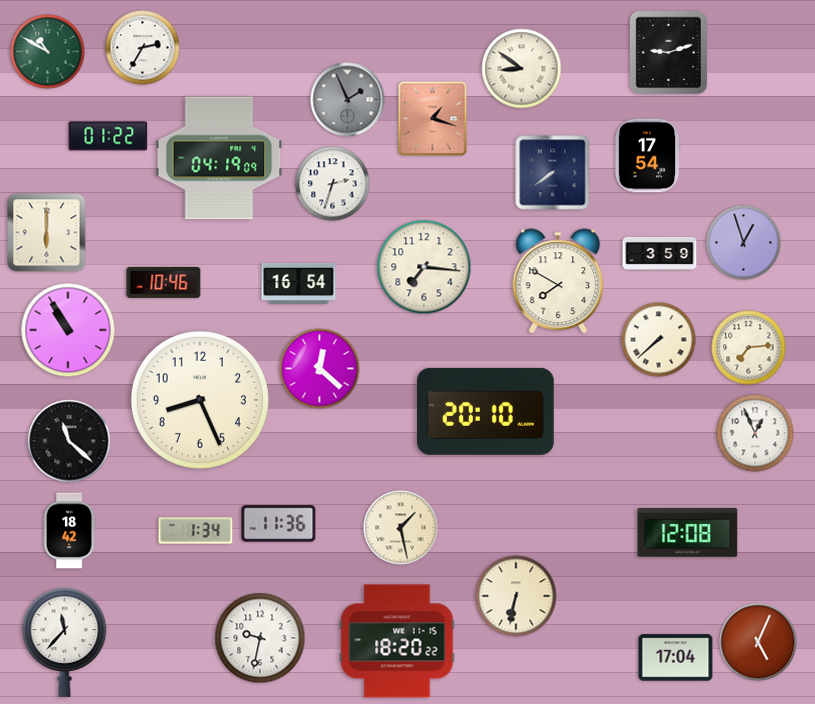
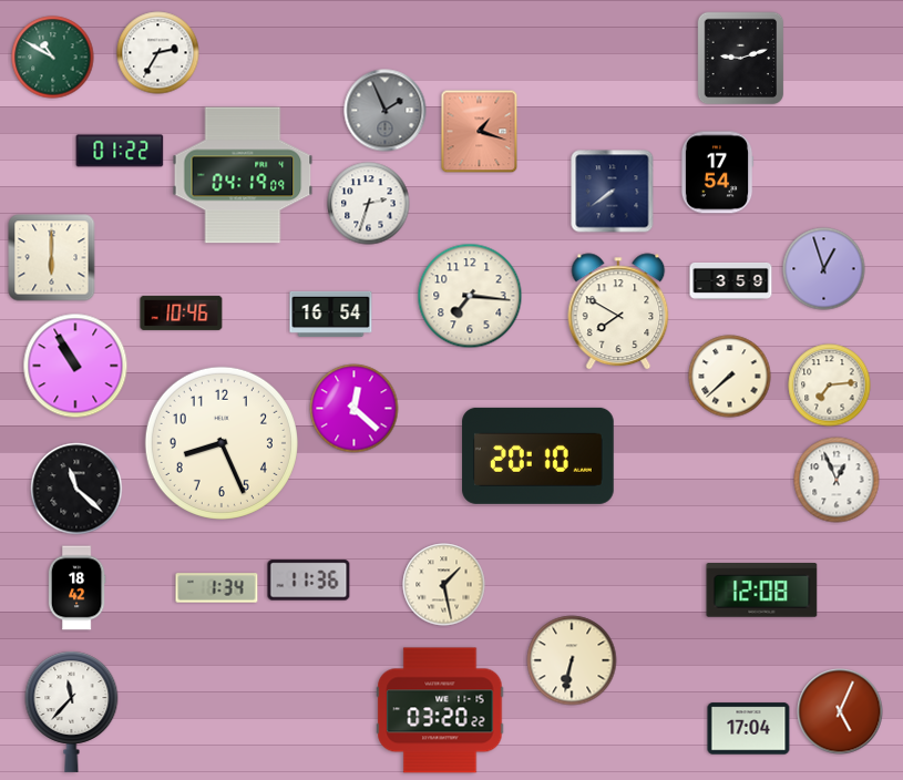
clock at (522, 69): 8:51 -> none
clock at (260, 638): 9:32 -> none
clock at (397, 641): 18:20 -> 03:20
